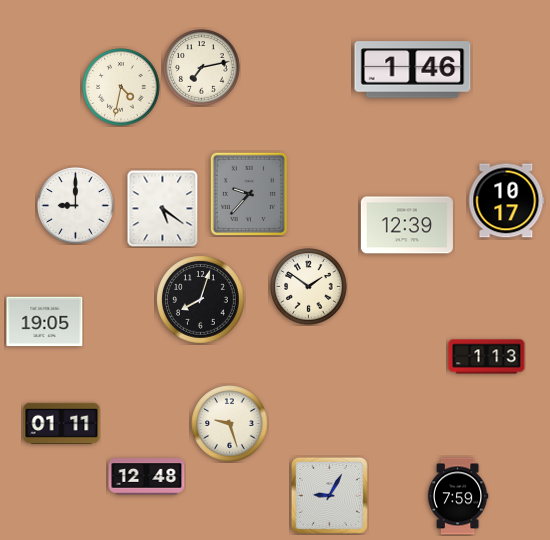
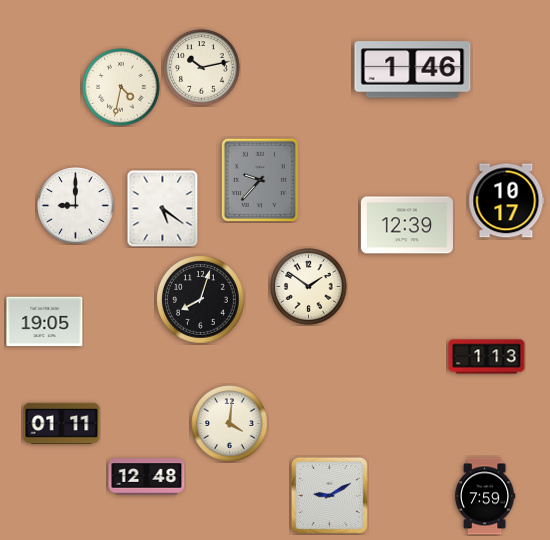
clock at (202, 68): 7:13 -> 10:13
clock at (249, 194) position: (249, 194) -> (260, 180)
clock at (230, 424): 9:27 -> 4:01
clock at (329, 495): 9:05 -> 9:10
clock at (458, 496) position: (458, 496) -> (485, 496)
